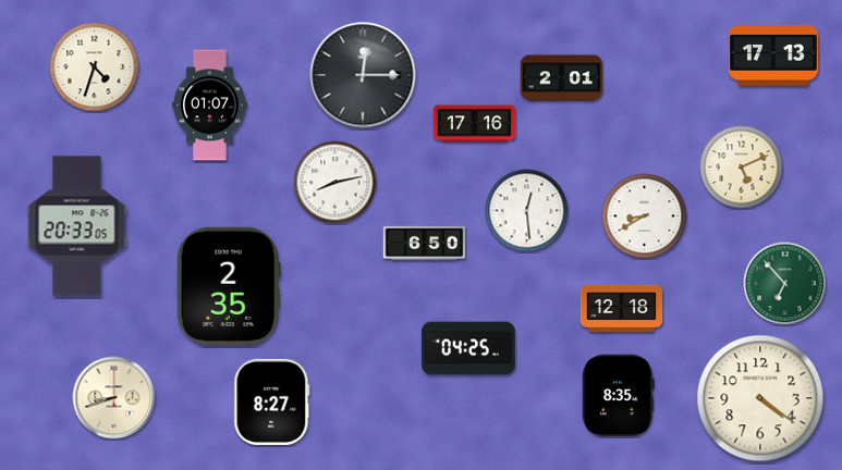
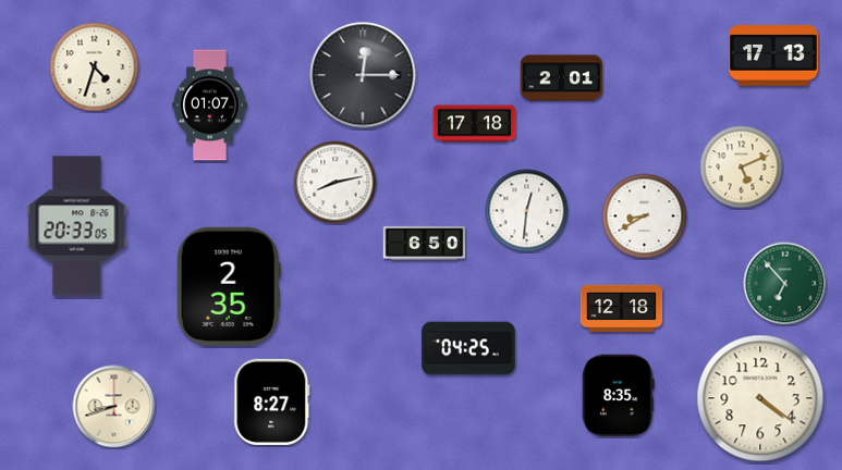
clock at (475, 124): 17:16 -> 17:18
clock at (527, 211): 12:29 -> 12:31
clock at (114, 398) position: (114, 398) -> (114, 407)
